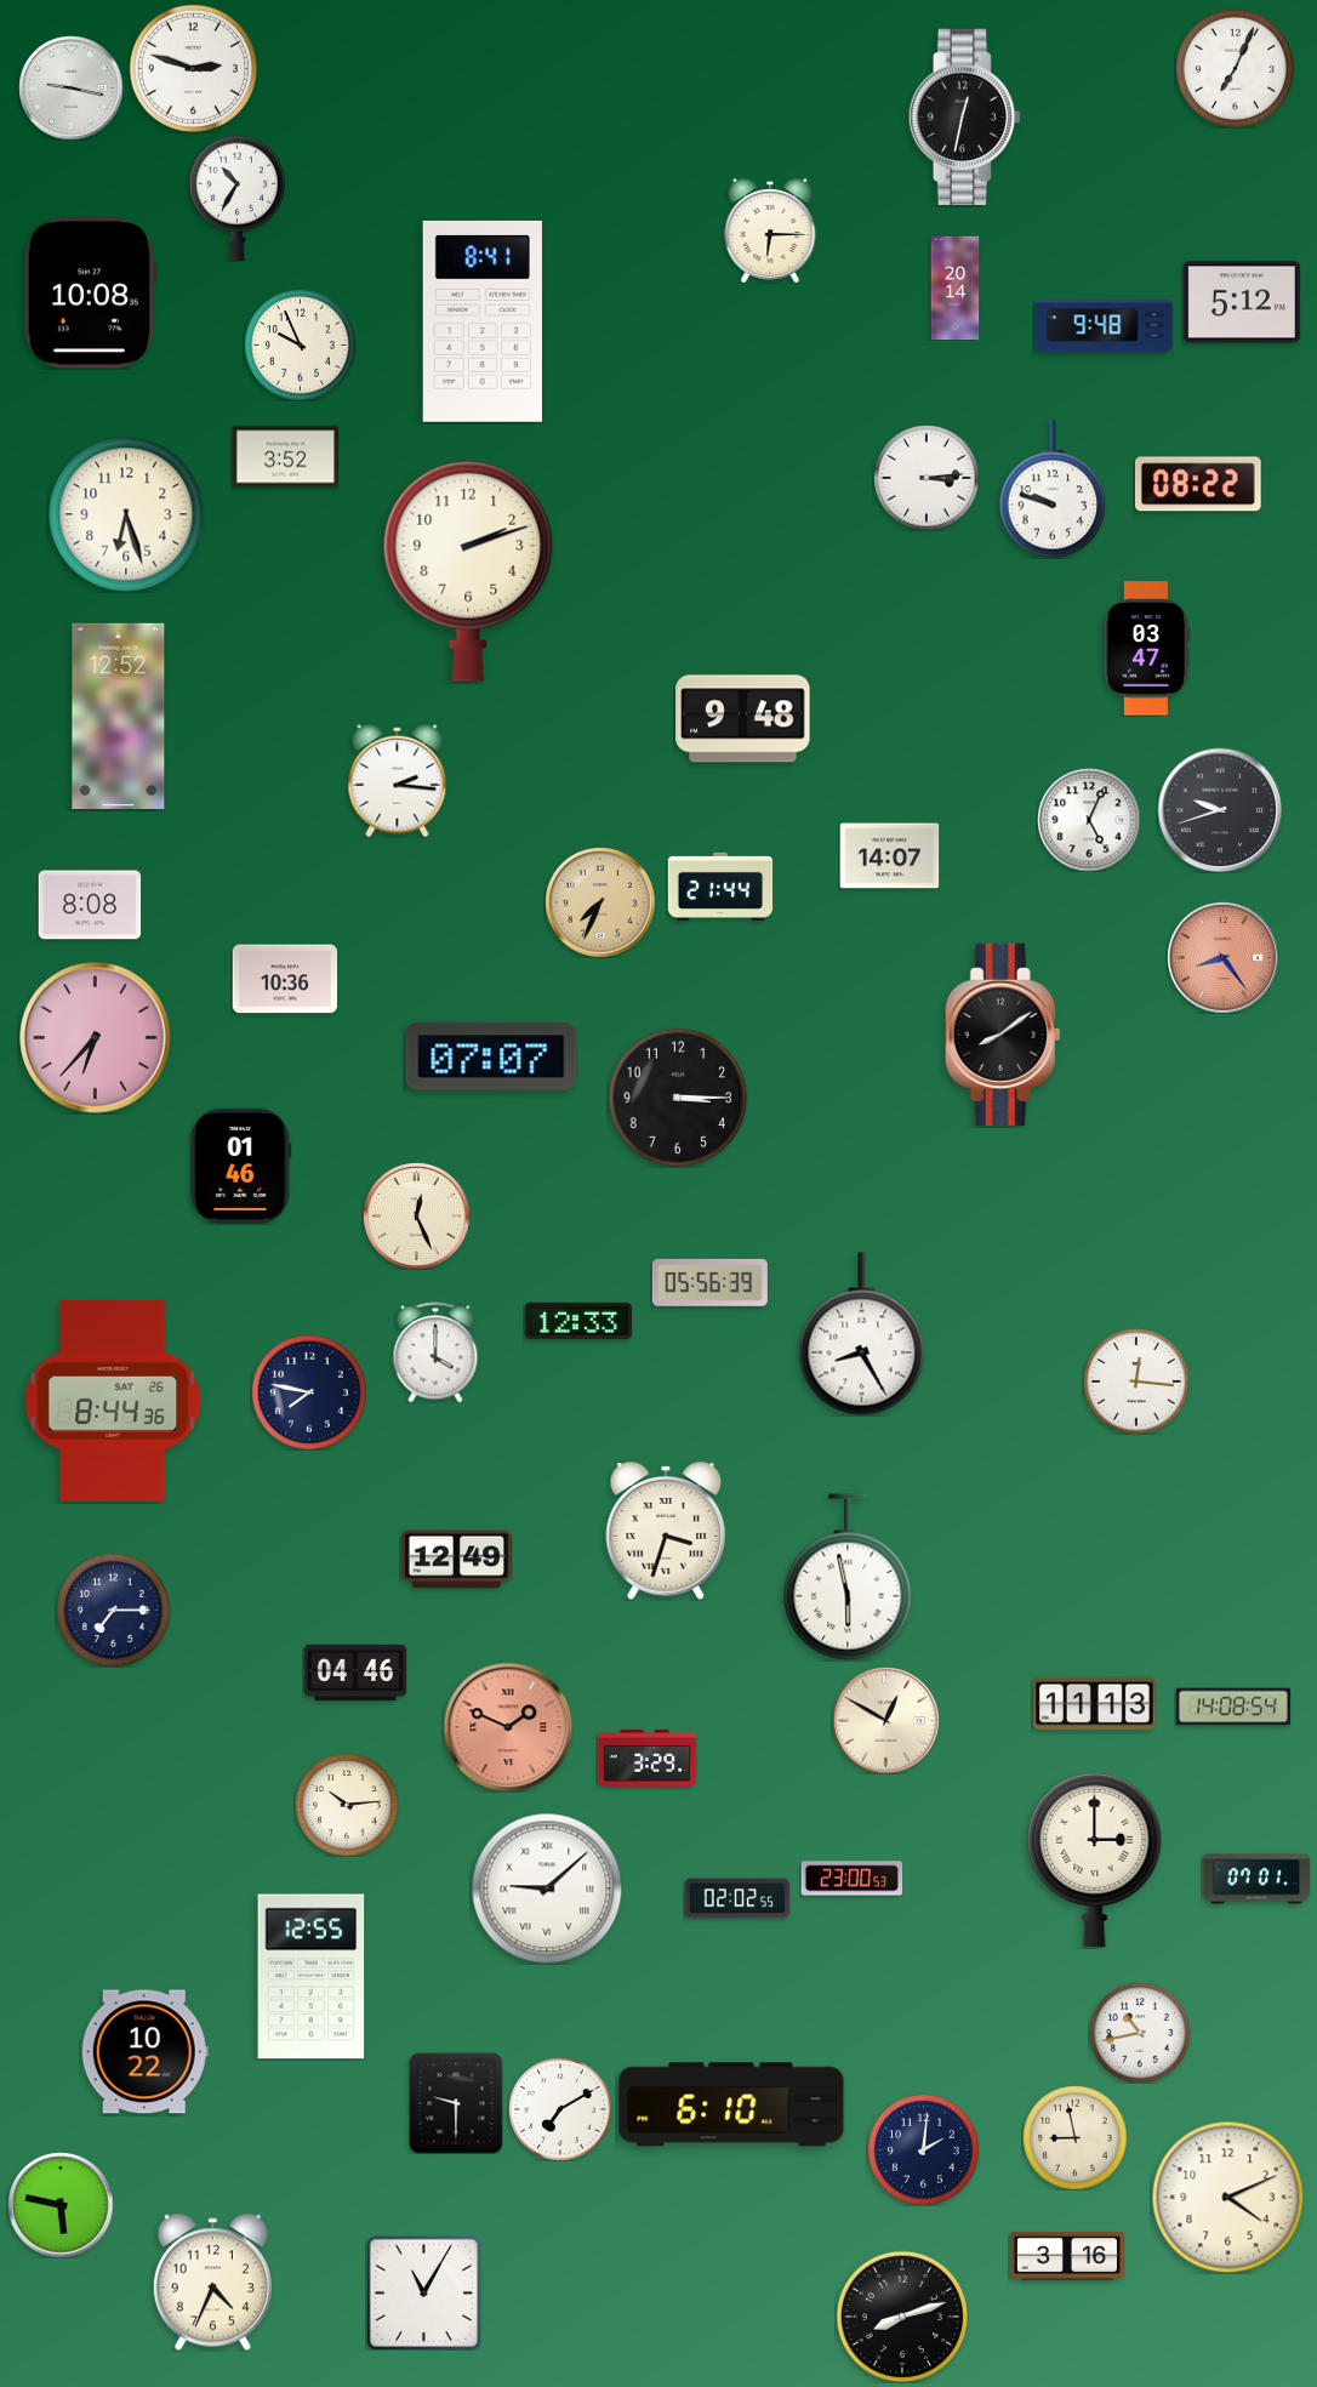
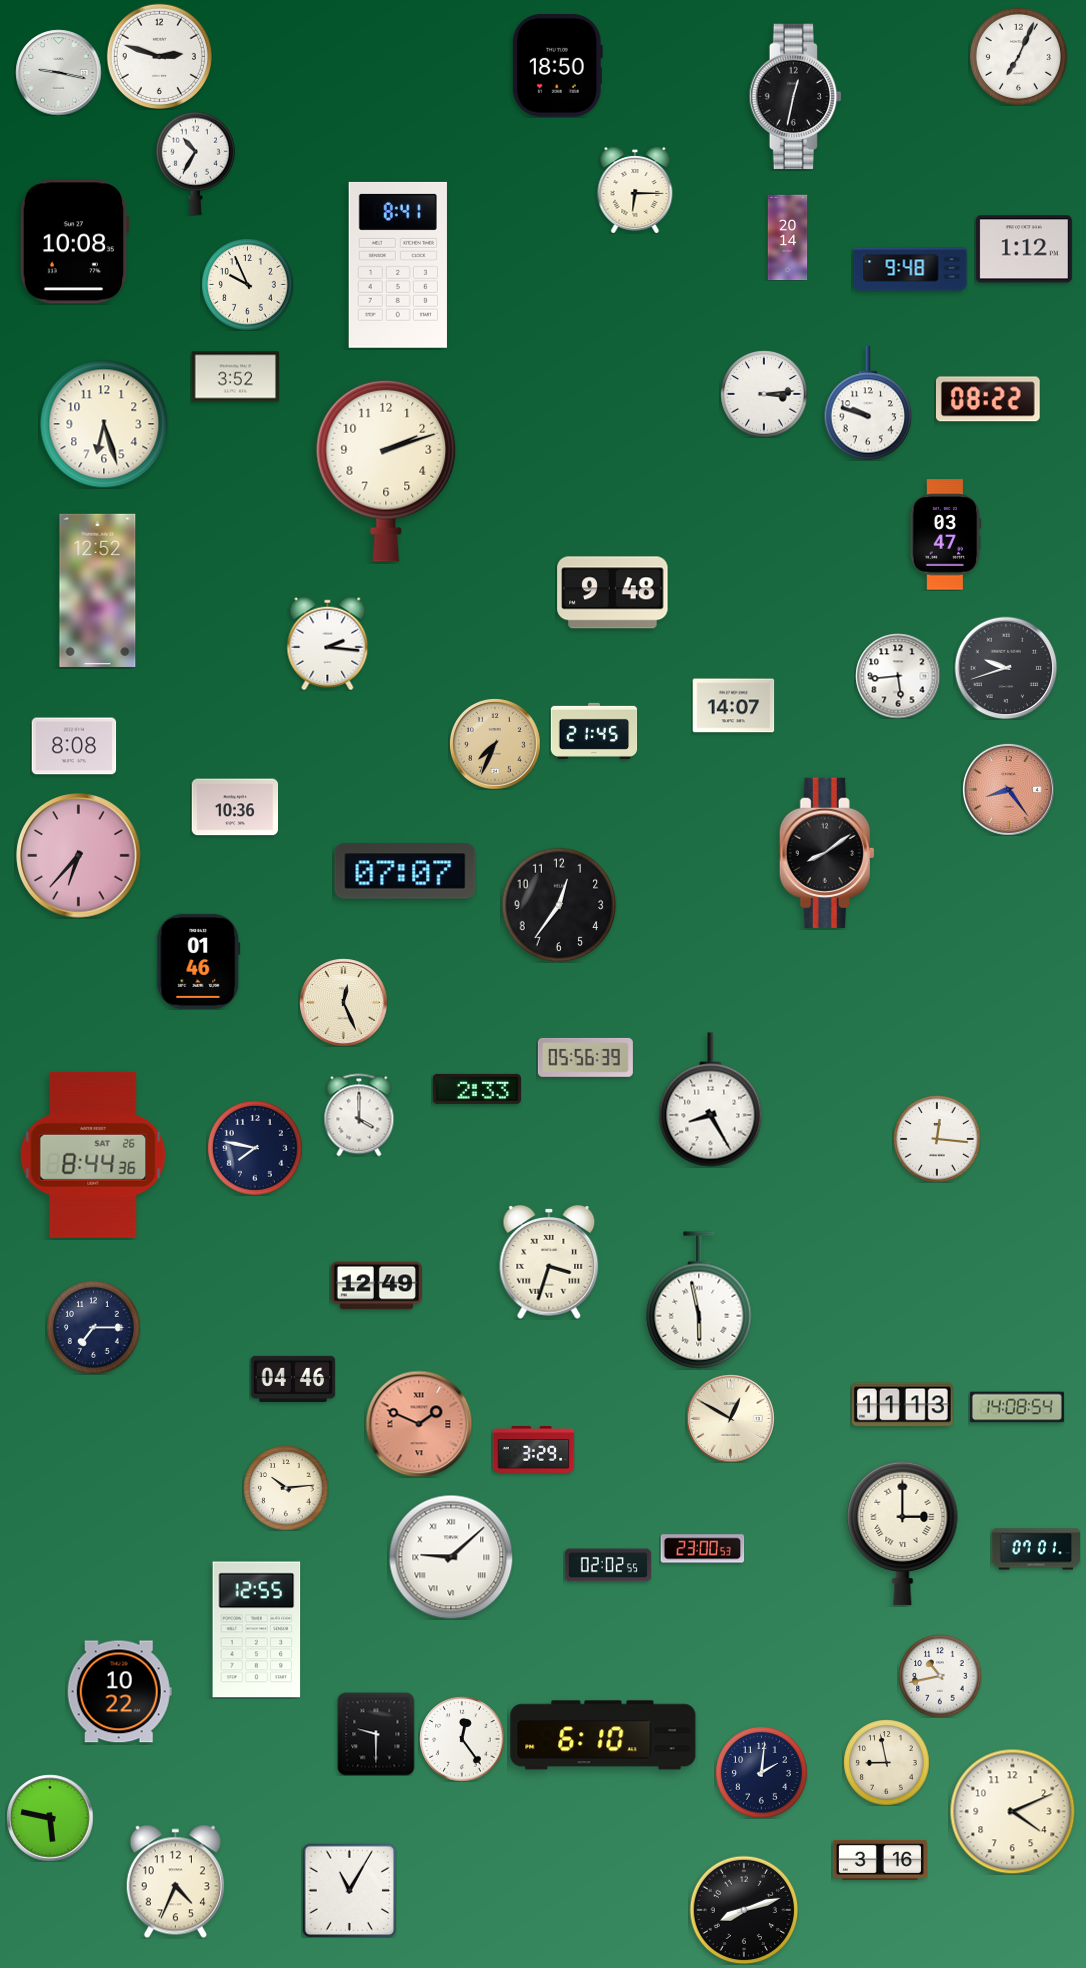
clock at (557, 66): none -> 18:50
clock at (1242, 302): 5:12 -> 1:12
clock at (1089, 820): 5:04 -> 5:44
clock at (720, 887): 21:44 -> 21:45
clock at (678, 1098): 3:15 -> 12:36
clock at (577, 1321): 12:33 -> 2:33
clock at (560, 2109): 7:10 -> 12:24
